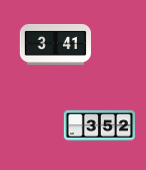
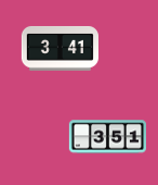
clock at (99, 126): 3:52 -> 3:51
